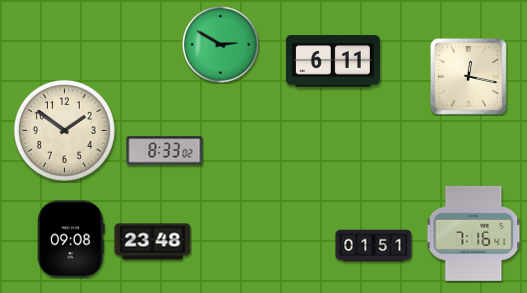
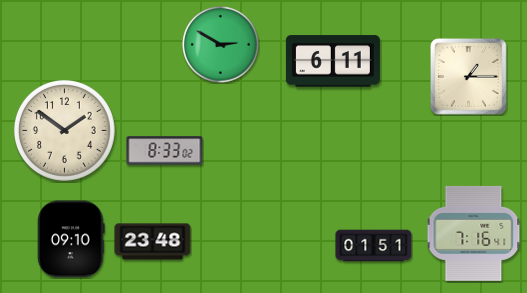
clock at (468, 76): 12:17 -> 1:15
clock at (71, 239): 09:08 -> 09:10
